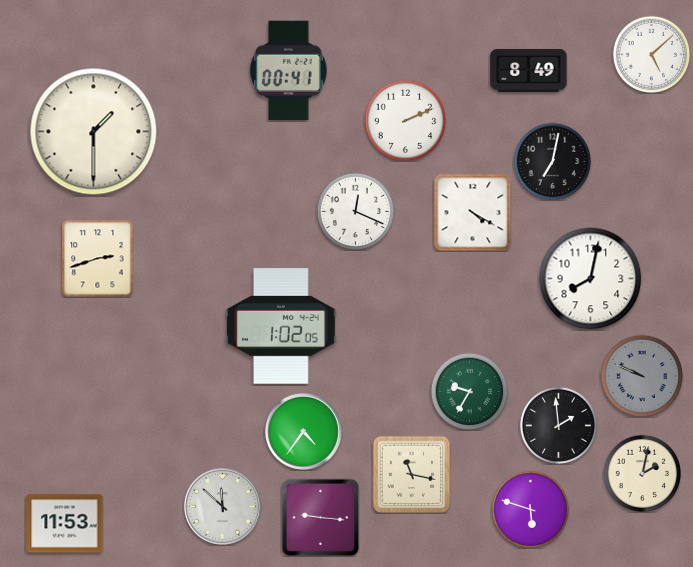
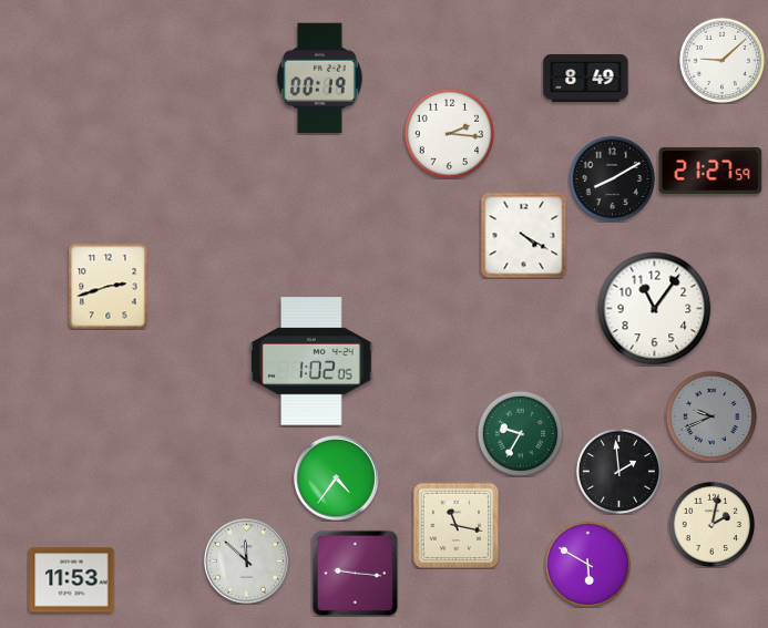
clock at (651, 54): 5:08 -> 9:08
clock at (289, 71): 00:41 -> 00:19
clock at (405, 120): 2:11 -> 2:16
clock at (94, 132): 1:30 -> none
clock at (710, 171): none -> 21:27
clock at (552, 161): 7:02 -> 8:10
clock at (355, 211): 12:19 -> none
clock at (591, 279): 8:02 -> 11:06
clock at (642, 376): 9:49 -> 9:41
clock at (530, 509): 5:48 -> 5:50
